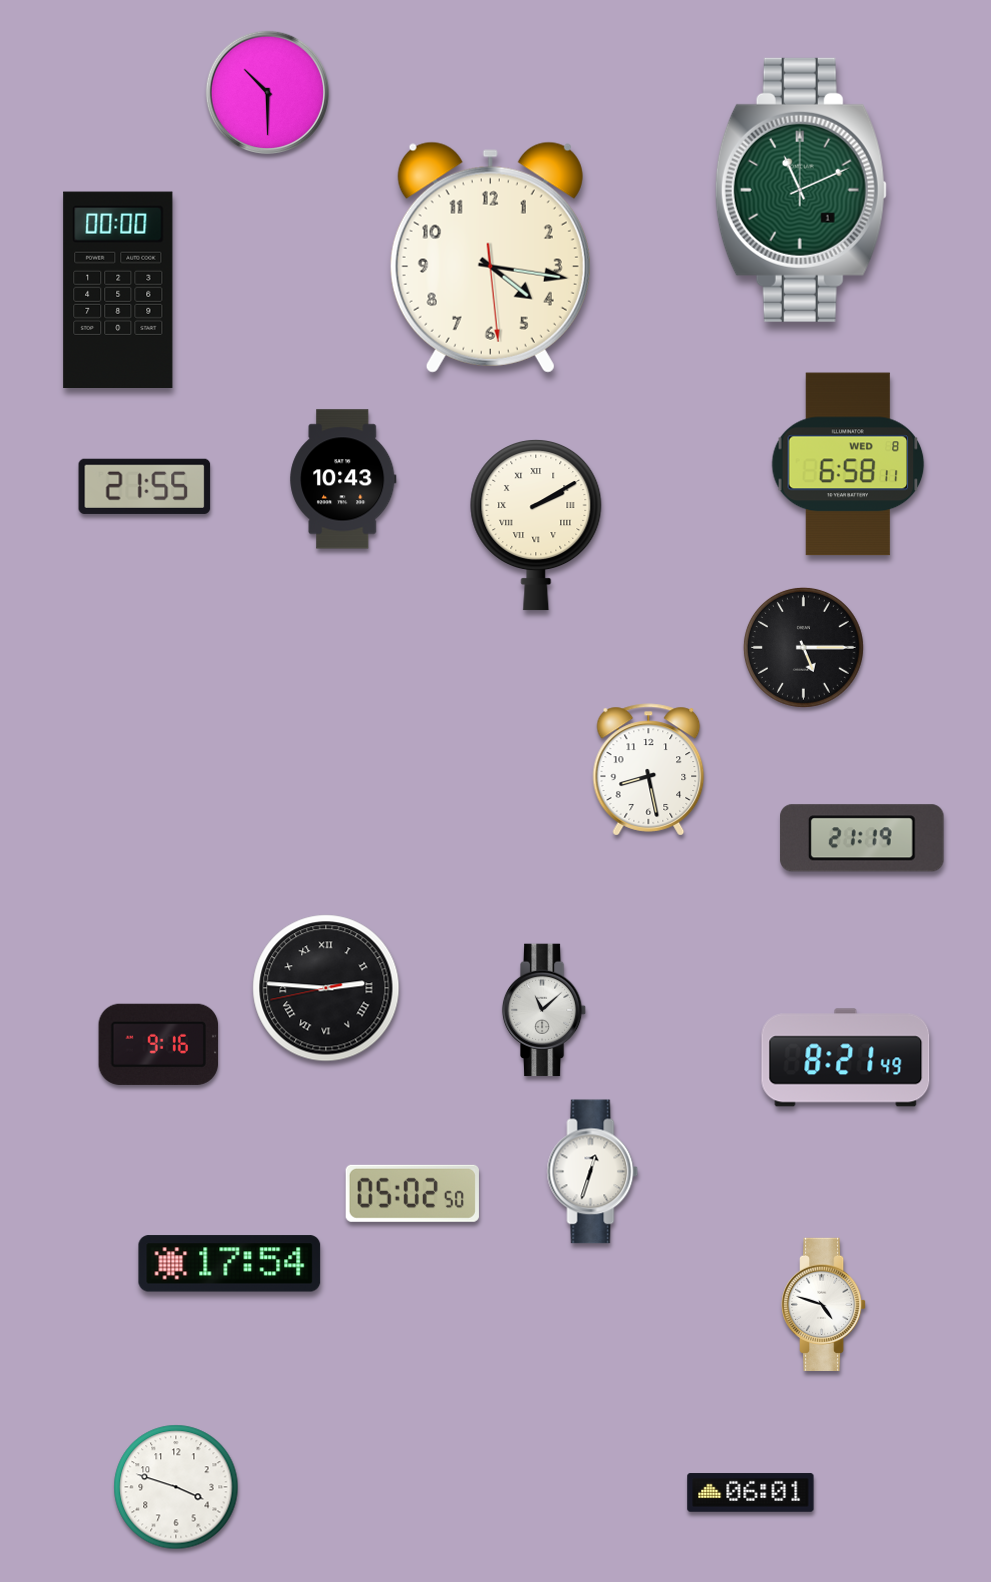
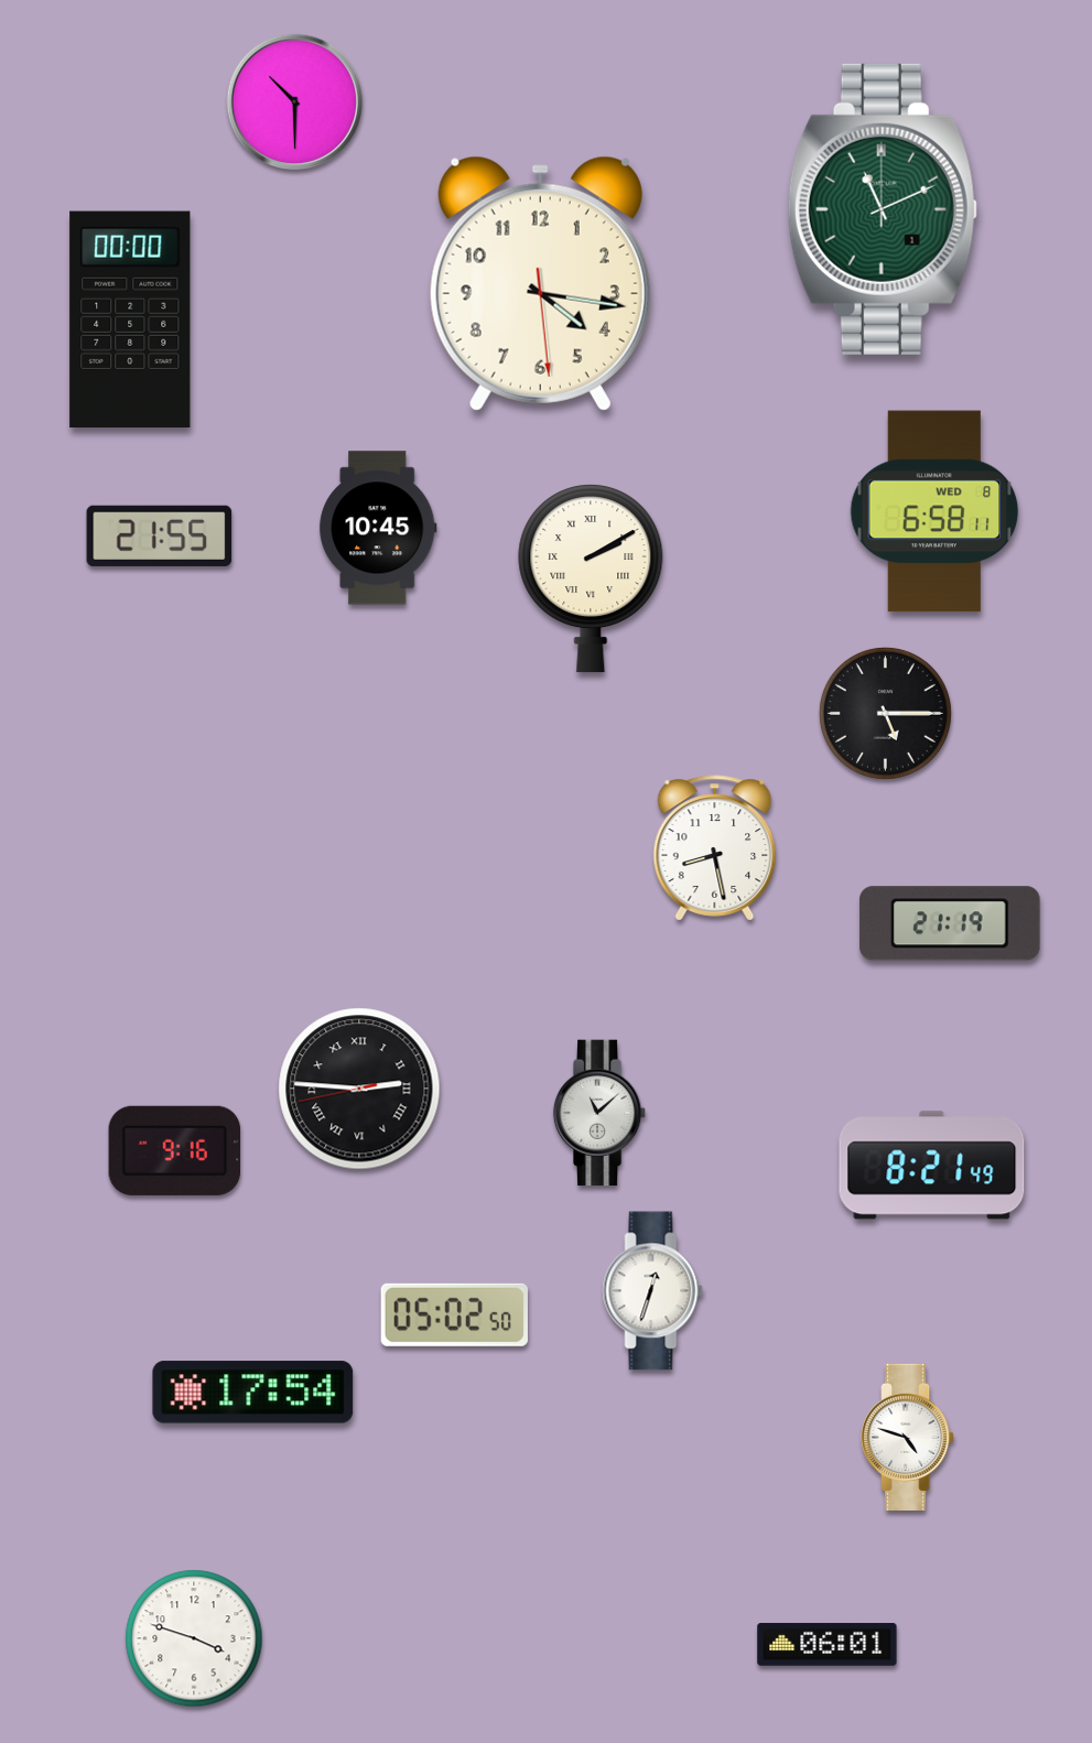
clock at (343, 479): 10:43 -> 10:45
